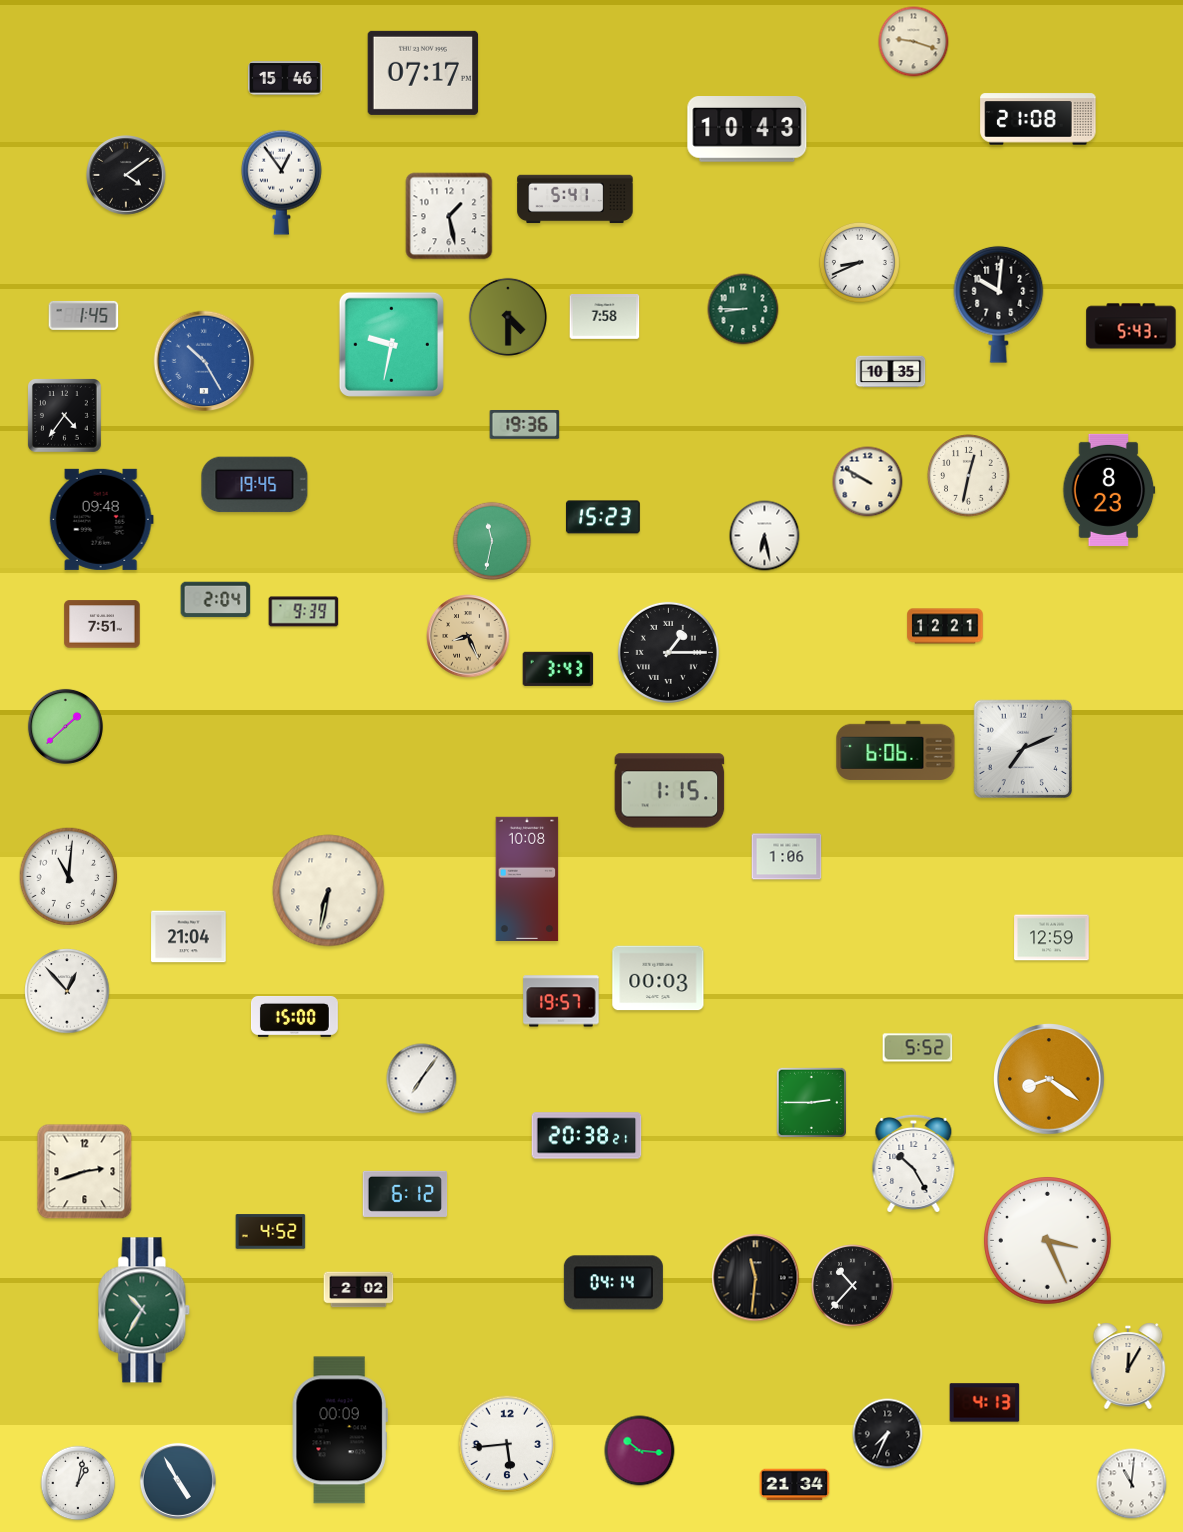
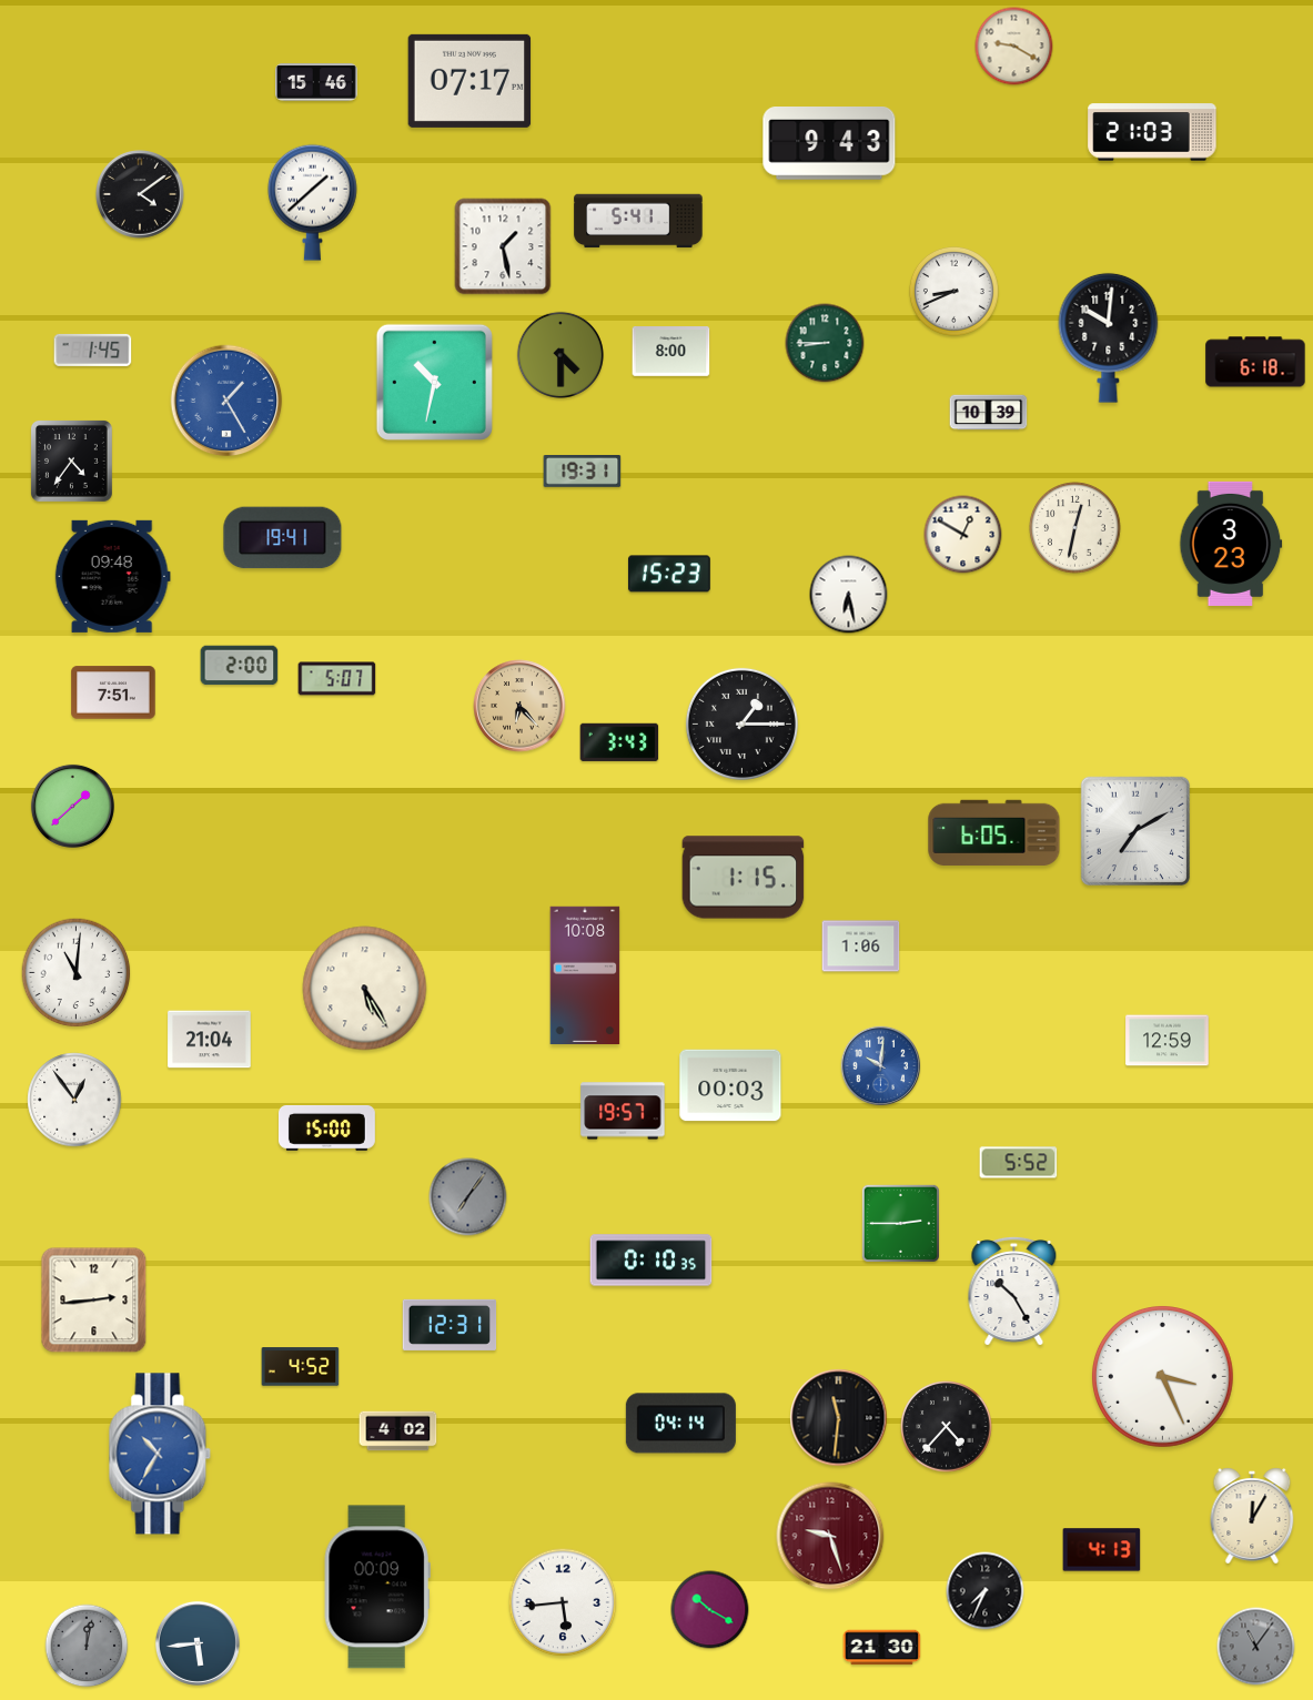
clock at (914, 42): 9:18 -> 9:20
clock at (286, 78) position: (286, 78) -> (317, 82)
clock at (1038, 119): 21:08 -> 21:03
clock at (747, 130): 10:43 -> 9:43
clock at (282, 182): 12:54 -> 1:38
clock at (449, 216) position: (449, 216) -> (503, 246)
clock at (507, 316) position: (507, 316) -> (559, 354)
clock at (605, 317): 7:58 -> 8:00
clock at (1131, 326): 5:43 -> 6:18
clock at (391, 344): 9:32 -> 10:32
clock at (204, 361): 10:25 -> 1:25
clock at (891, 372): 10:35 -> 10:39
clock at (525, 425): 19:36 -> 19:31
clock at (868, 482): 9:50 -> 12:50
clock at (255, 485): 19:45 -> 19:41
clock at (1109, 490): 8:23 -> 3:23
clock at (491, 540): 11:32 -> none
clock at (216, 600): 2:04 -> 2:00
clock at (304, 612): 9:39 -> 5:07
clock at (945, 626): 12:21 -> none
clock at (468, 636): 8:26 -> 6:23
clock at (1023, 749): 7:11 -> 7:10
clock at (896, 750): 6:06 -> 6:05
clock at (787, 857) position: (787, 857) -> (861, 947)
clock at (329, 891): 6:32 -> 5:25
clock at (881, 1066): none -> 10:01
clock at (67, 991): 12:53 -> 12:54
clock at (422, 1079) dial: white -> grey
clock at (1049, 1079): 8:21 -> none
clock at (587, 1136): 20:38 -> 0:10
clock at (85, 1172): 2:42 -> 2:44
clock at (405, 1194): 6:12 -> 12:31
clock at (853, 1286): 10:37 -> 4:37
clock at (359, 1290): 2:02 -> 4:02
clock at (144, 1310) dial: green -> blue
clock at (830, 1536): none -> 9:27
clock at (985, 1403) position: (985, 1403) -> (1102, 1550)
clock at (640, 1451): 10:16 -> 10:20
clock at (178, 1481): 4:55 -> 5:44
clock at (78, 1483): 1:02 -> 12:02
clock at (78, 1483) dial: white -> grey
clock at (1132, 1484): 11:01 -> 11:06
clock at (1132, 1484) dial: white -> grey
clock at (795, 1485): 21:34 -> 21:30
